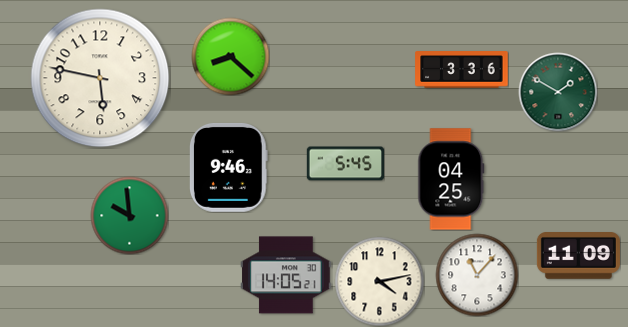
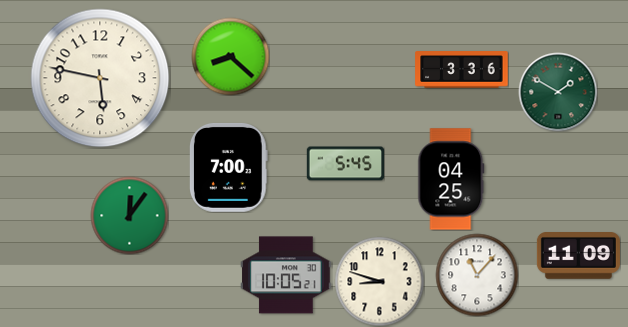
clock at (228, 168): 9:46 -> 7:00
clock at (129, 215): 9:59 -> 12:06
clock at (286, 275): 14:05 -> 10:05
clock at (379, 281): 4:13 -> 8:48
